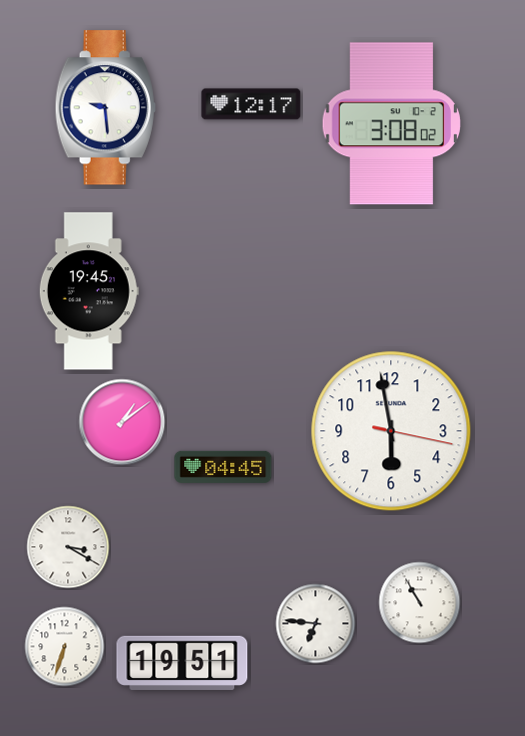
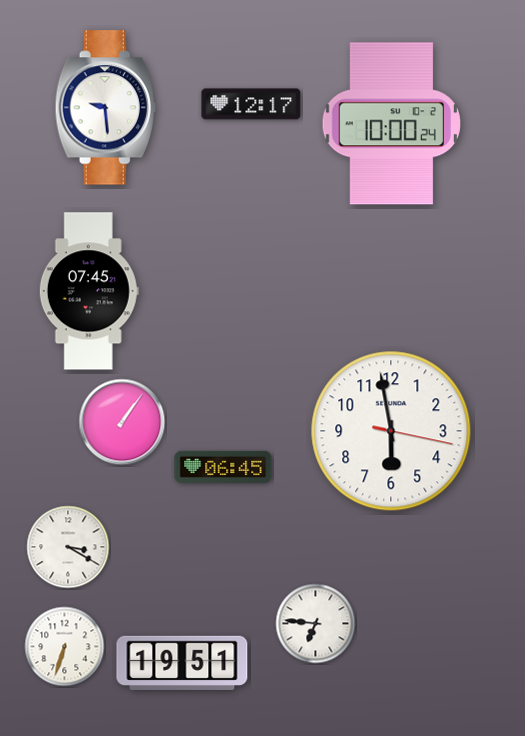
clock at (391, 124): 3:08 -> 10:00
clock at (89, 291): 19:45 -> 07:45
clock at (122, 422): 1:09 -> 1:06
clock at (223, 467): 04:45 -> 06:45
clock at (420, 603): 10:55 -> none
